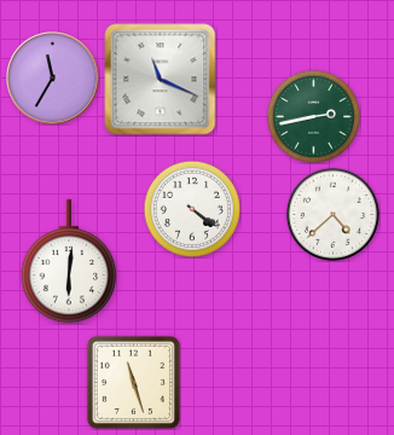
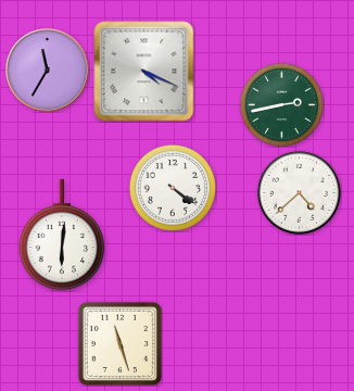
clock at (161, 80): 11:19 -> 4:19
